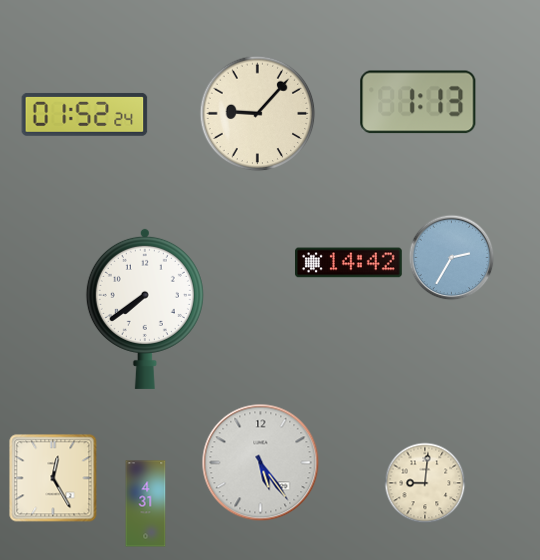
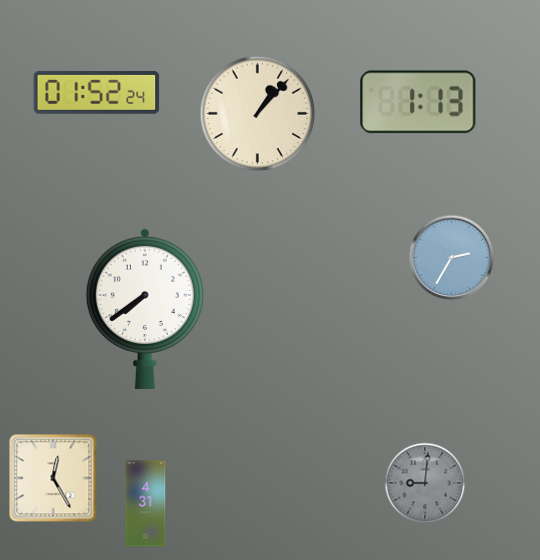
clock at (85, 114) position: (85, 114) -> (97, 92)
clock at (258, 114): 9:07 -> 1:07
clock at (349, 263): 14:42 -> none
clock at (261, 463): 5:24 -> none
clock at (425, 483) dial: cream -> grey
